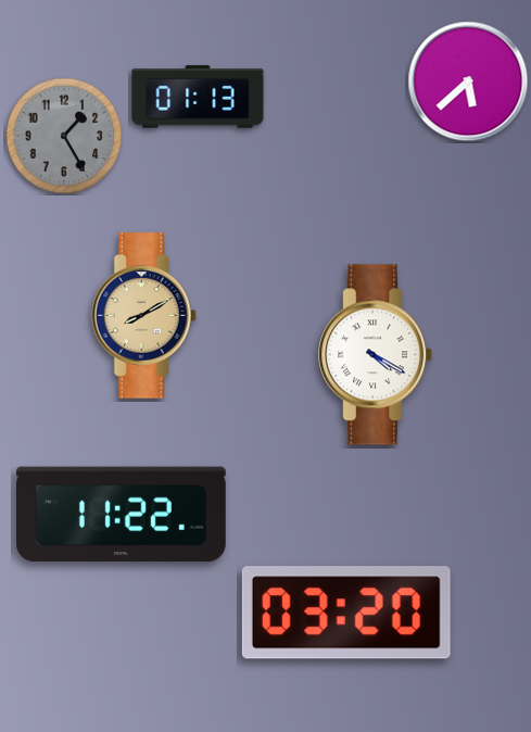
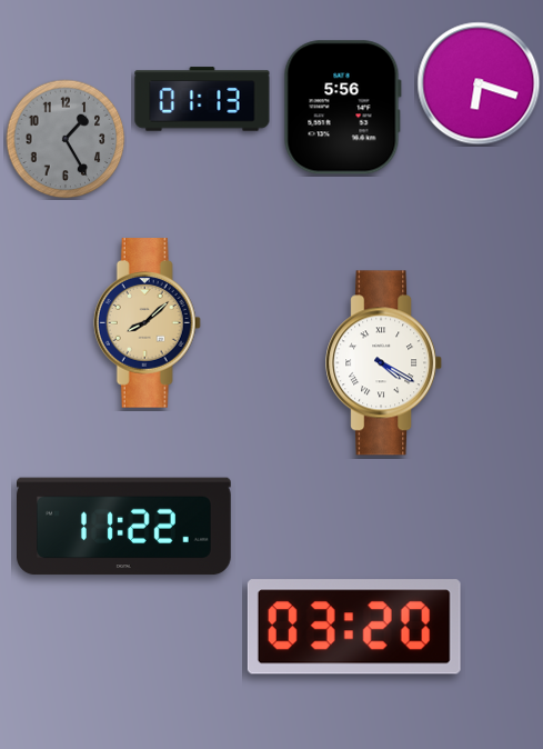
clock at (468, 81): 5:38 -> 6:18
clock at (342, 108): none -> 5:56
clock at (143, 316): 8:10 -> 8:08
